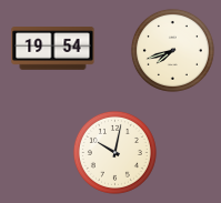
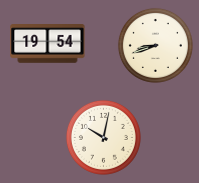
clock at (172, 50): 7:42 -> 8:42
